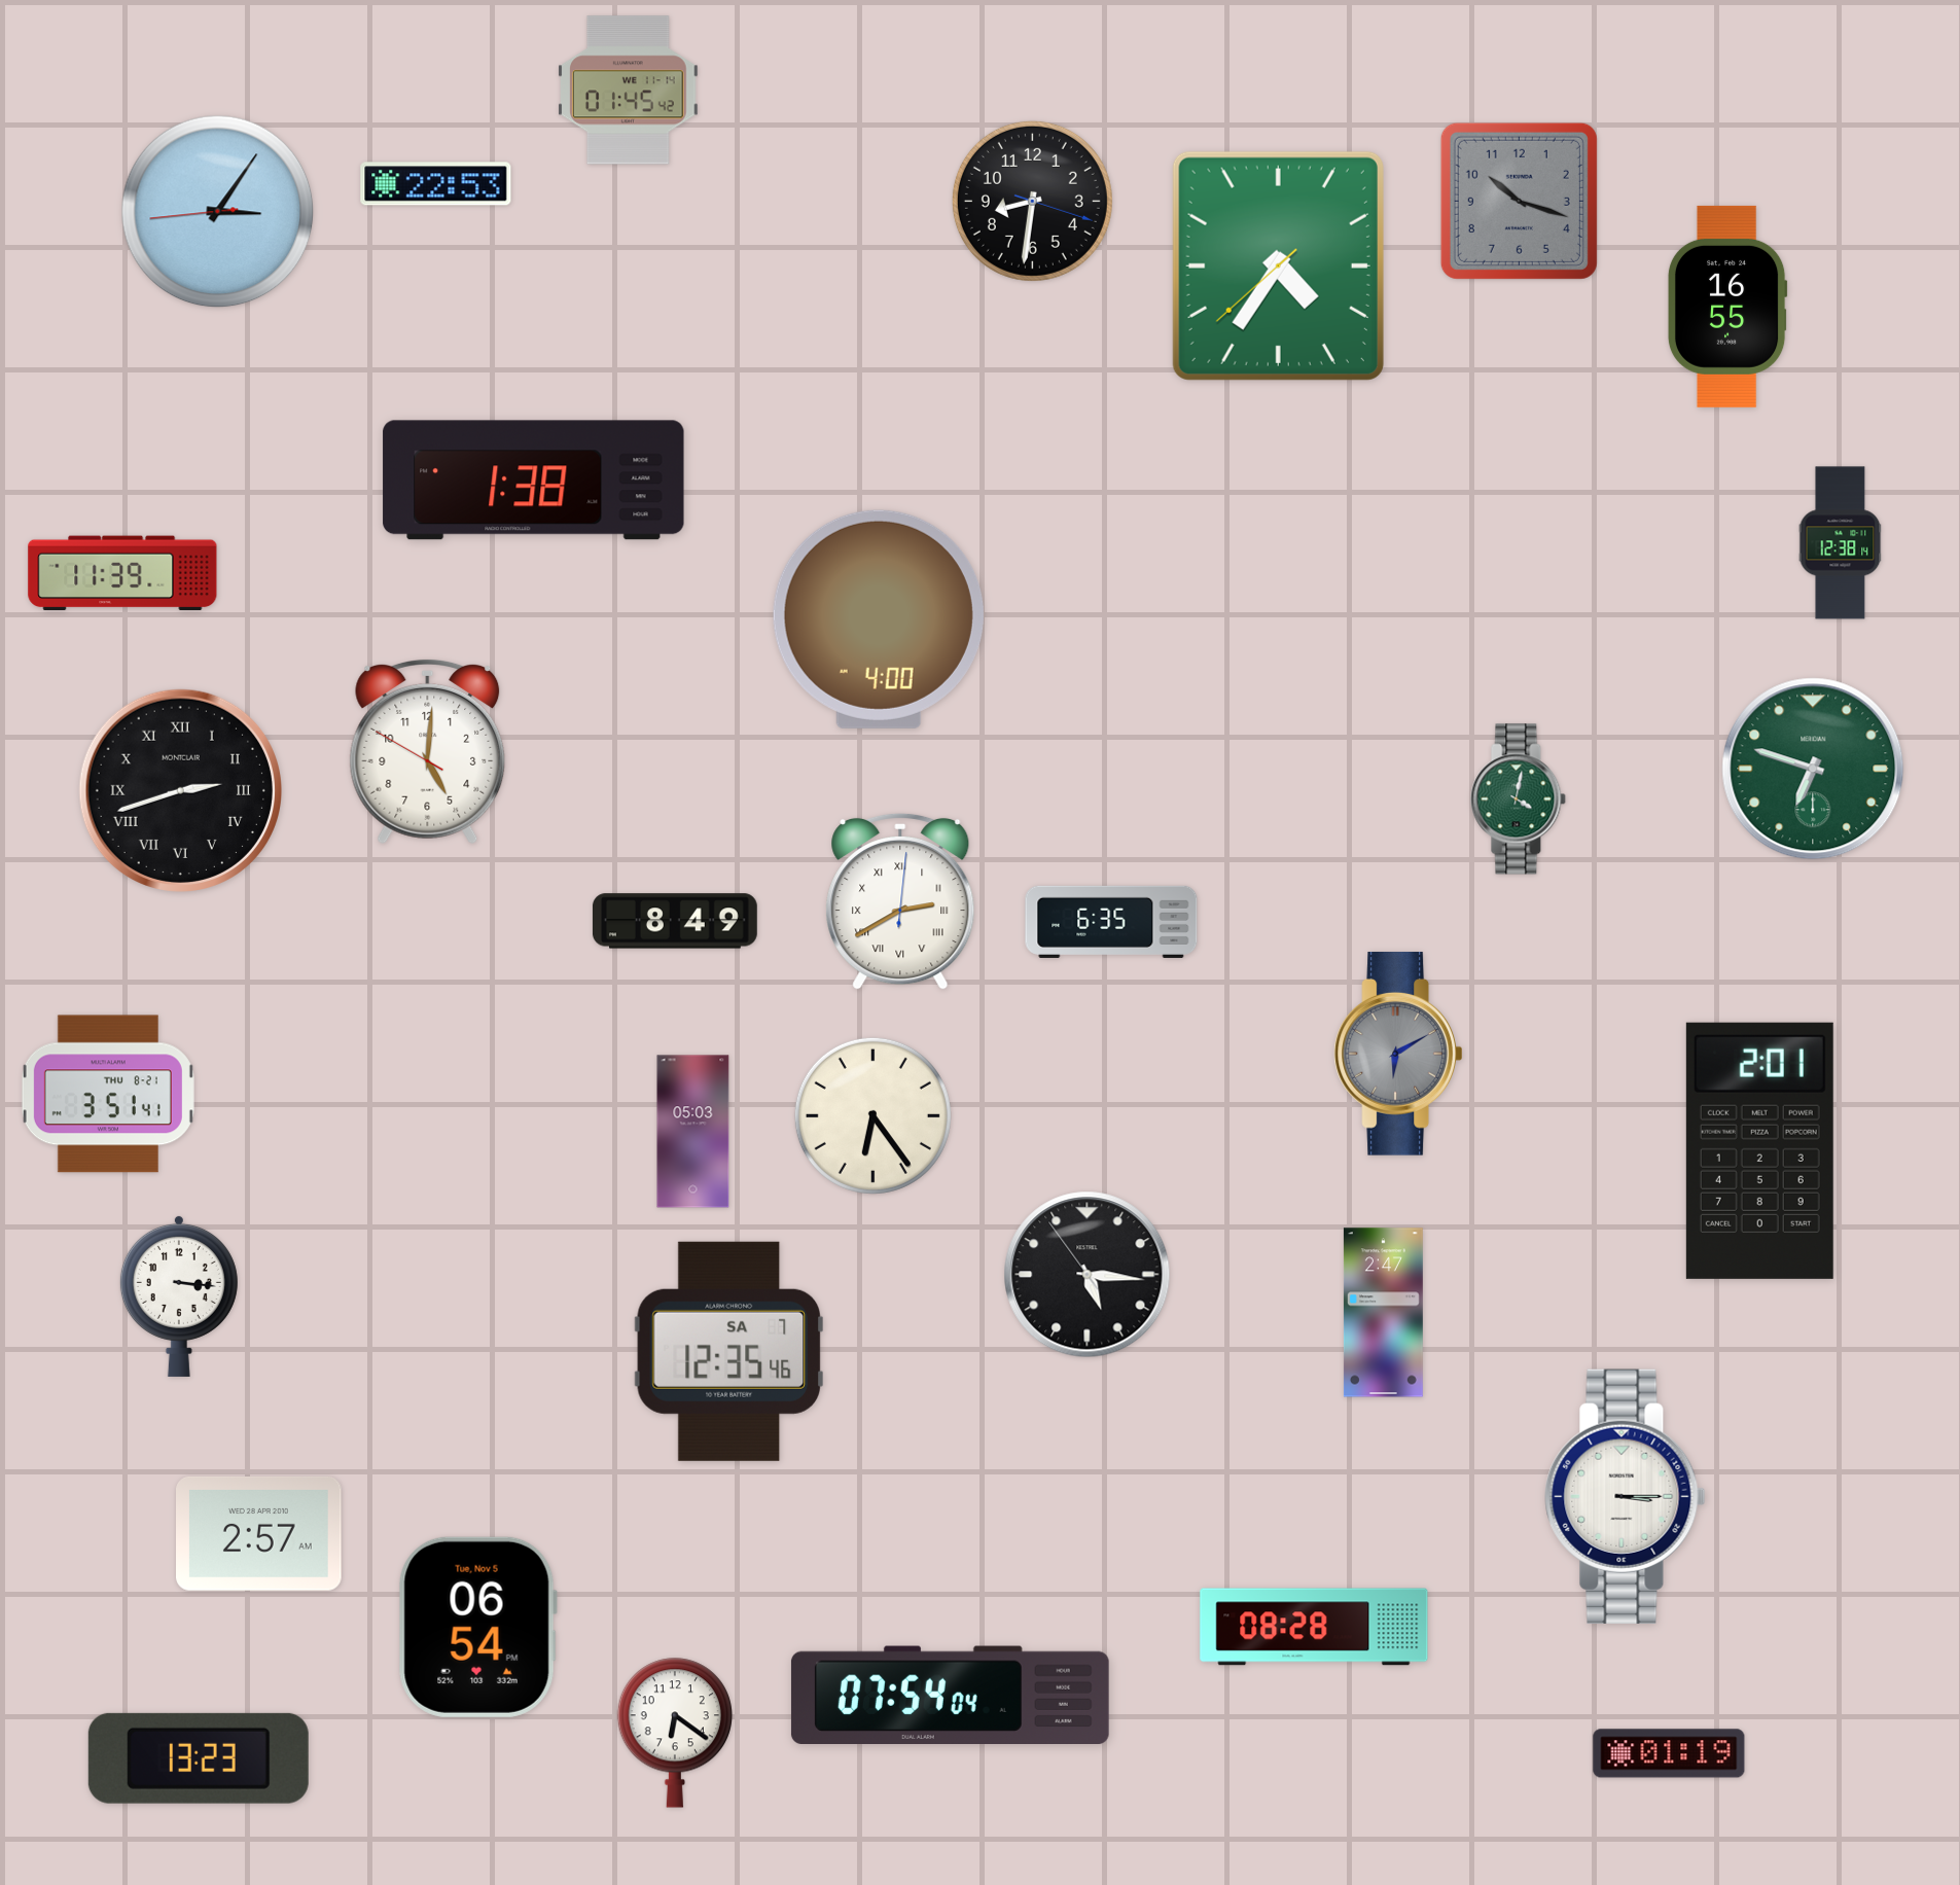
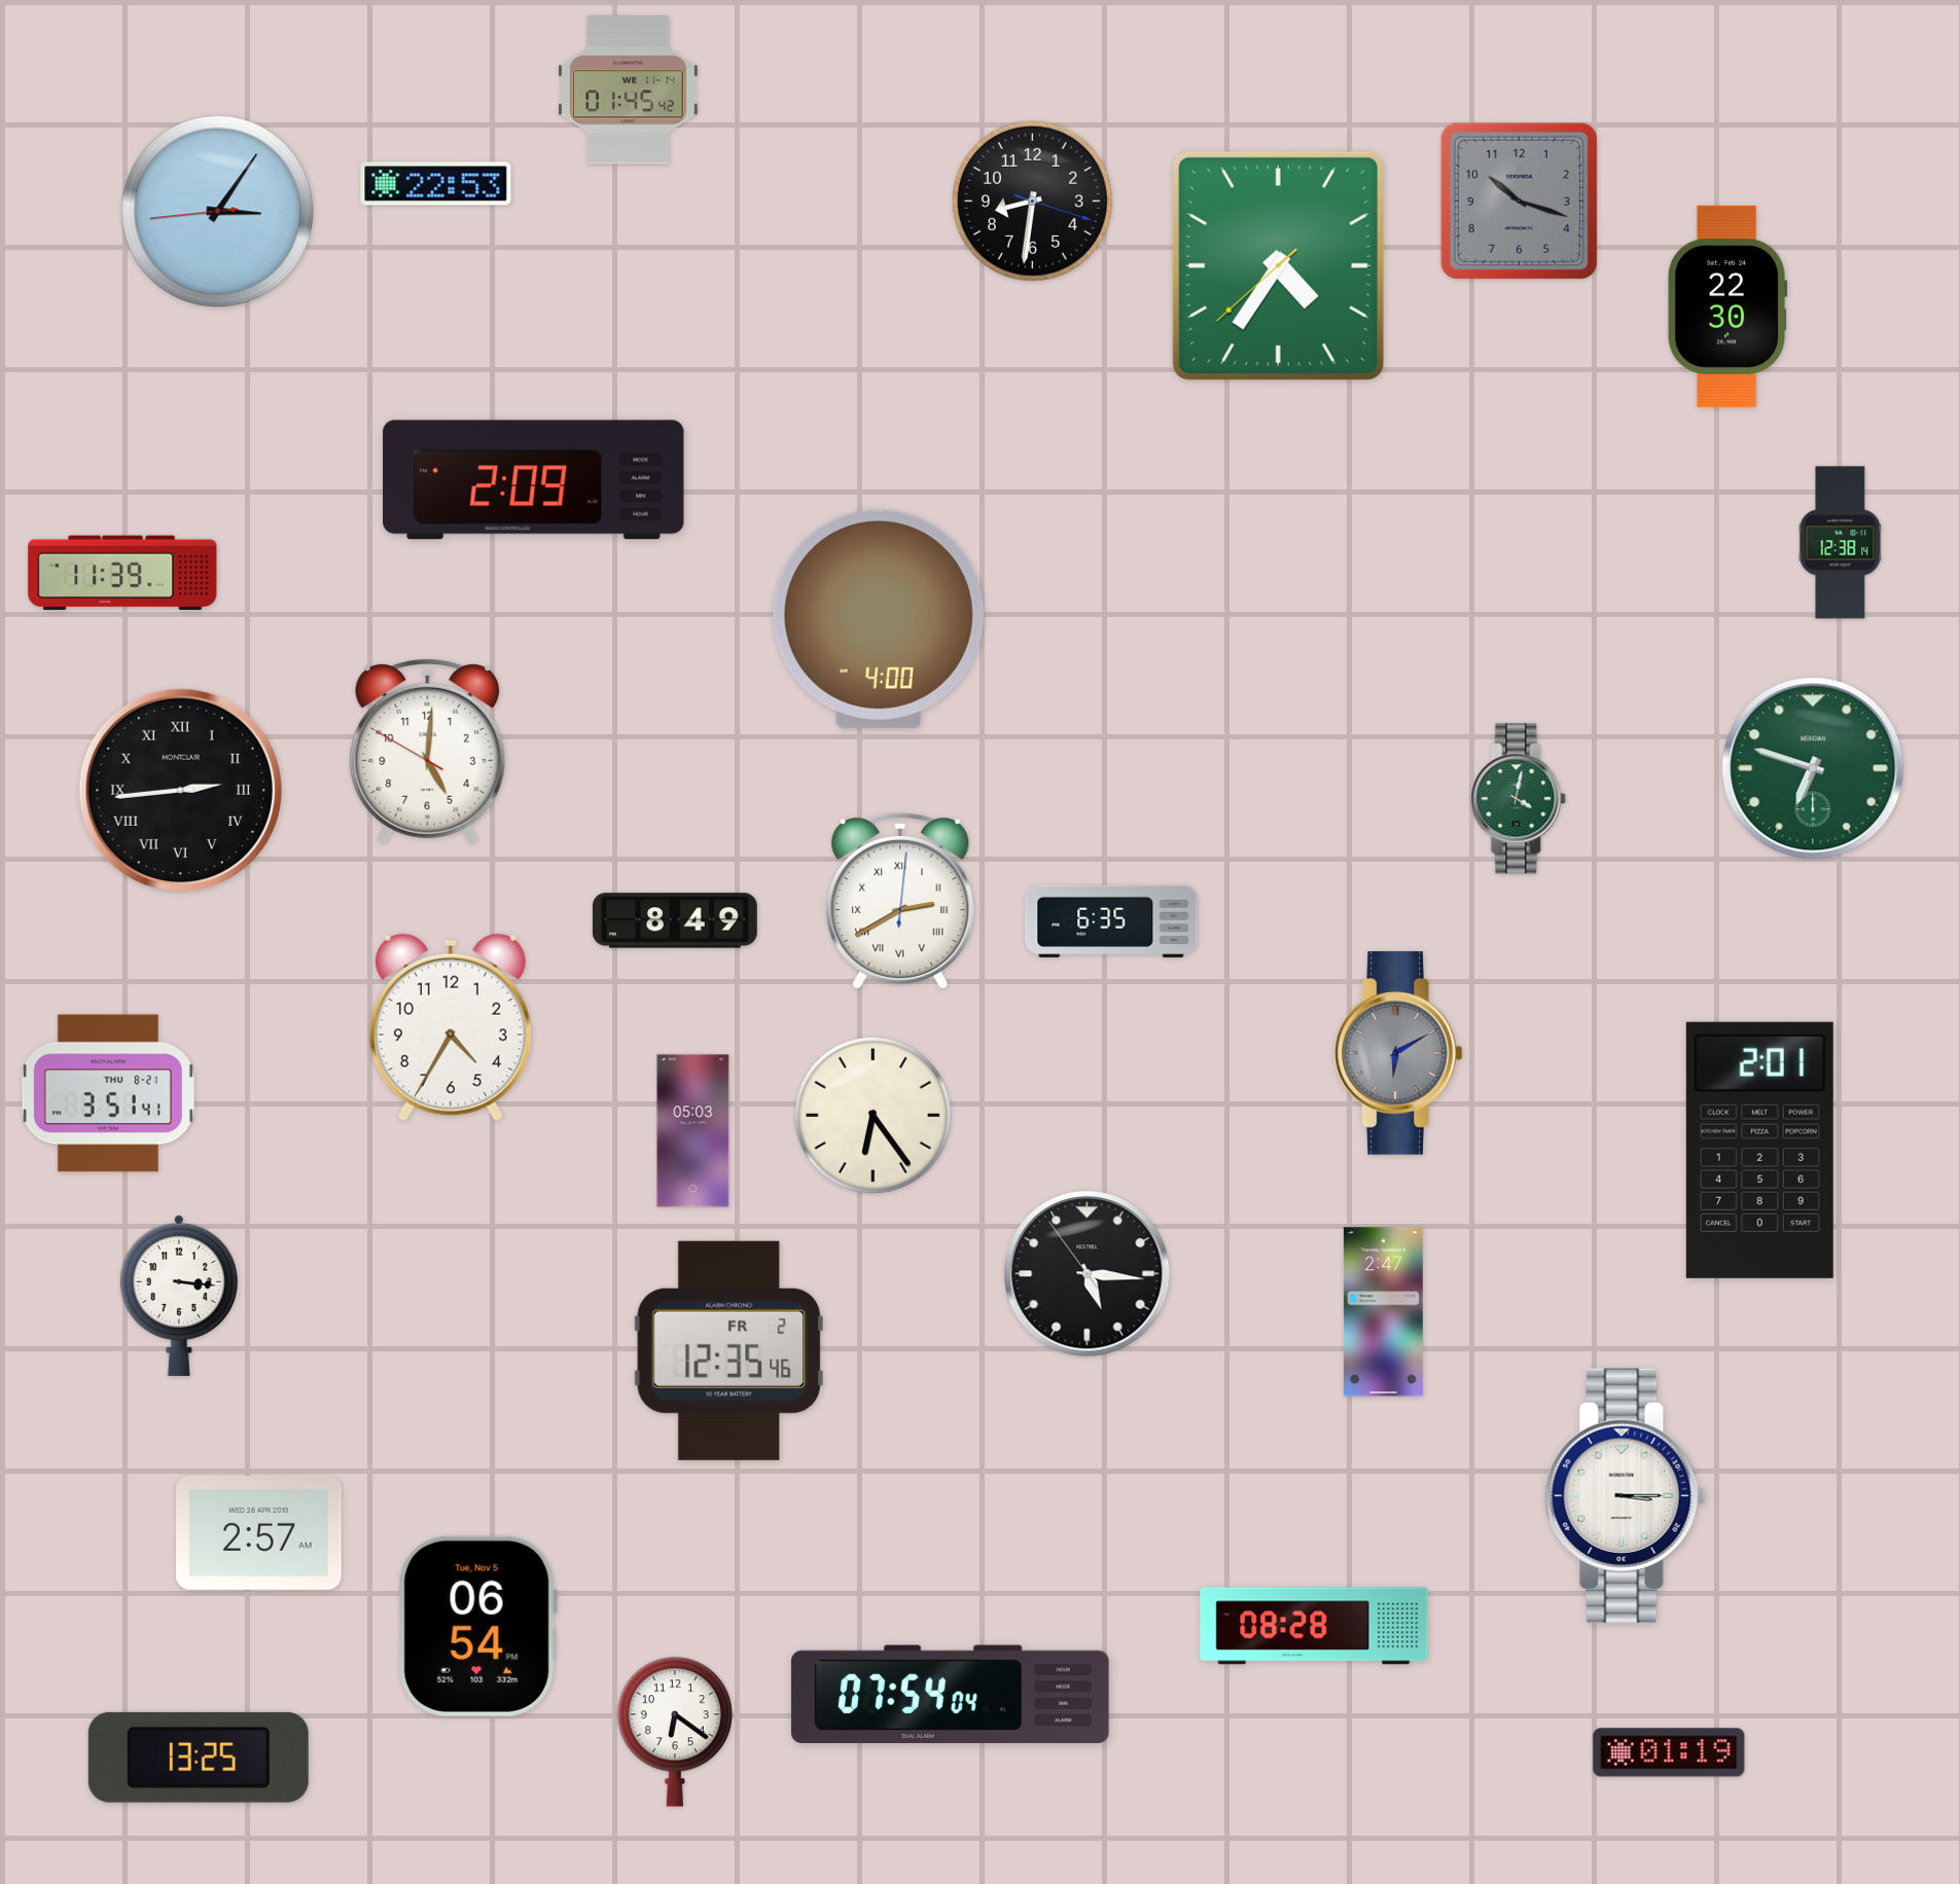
clock at (1727, 307): 16:55 -> 22:30
clock at (534, 481): 1:38 -> 2:09
clock at (180, 790): 2:42 -> 2:44
clock at (451, 1027): none -> 4:35
clock at (728, 1351) date: SA 7 -> FR 2
clock at (199, 1758): 13:23 -> 13:25
